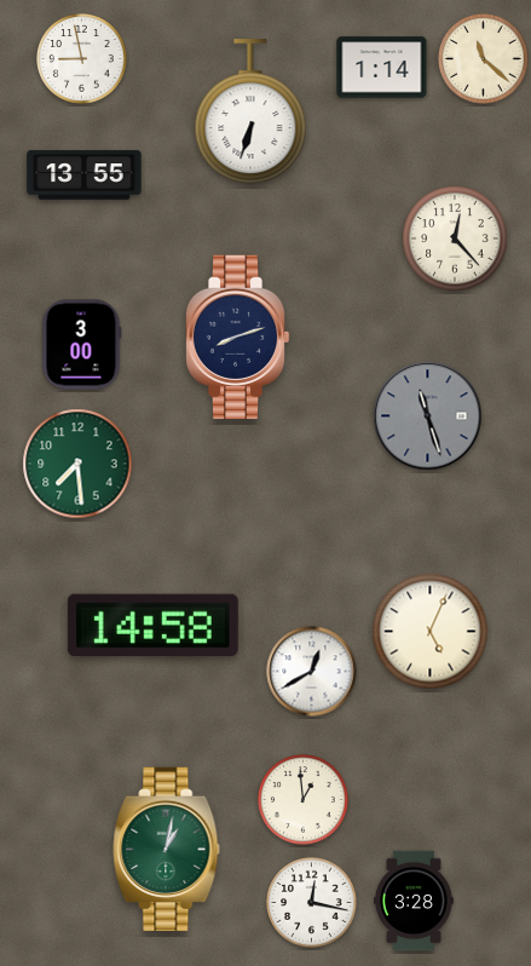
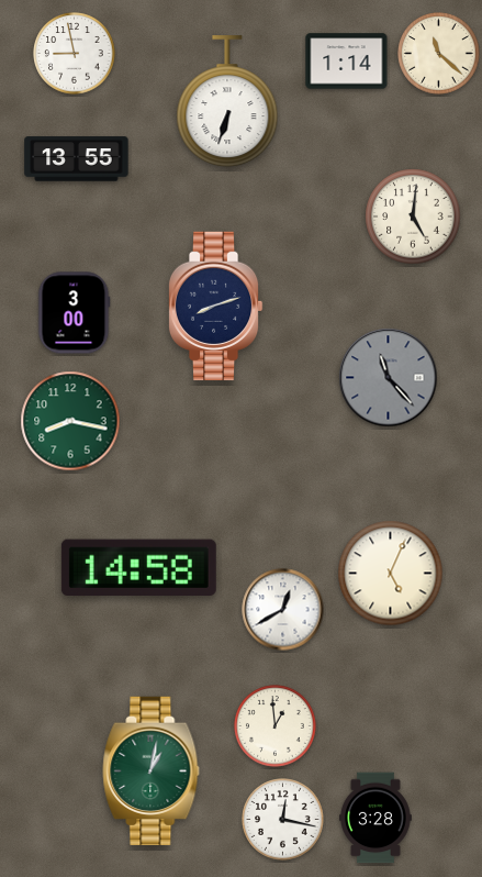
clock at (455, 238): 12:23 -> 5:01
clock at (428, 416): 11:27 -> 11:23
clock at (77, 464): 7:29 -> 8:17
